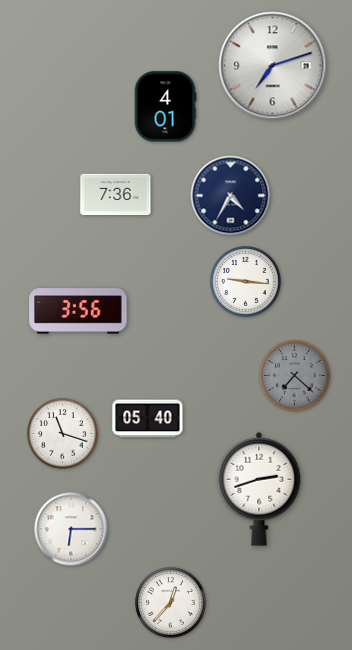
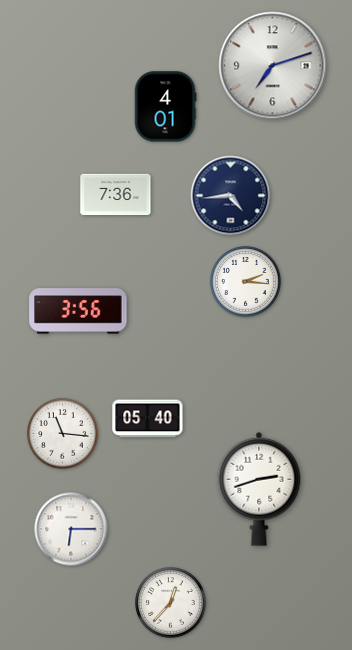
clock at (231, 196): 4:35 -> 4:44
clock at (246, 282): 9:16 -> 2:16
clock at (295, 376): 7:22 -> none
clock at (63, 434): 11:18 -> 11:16
